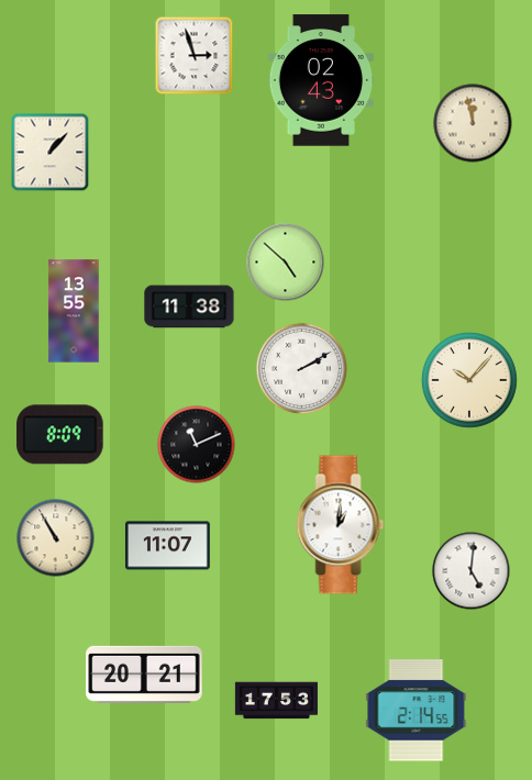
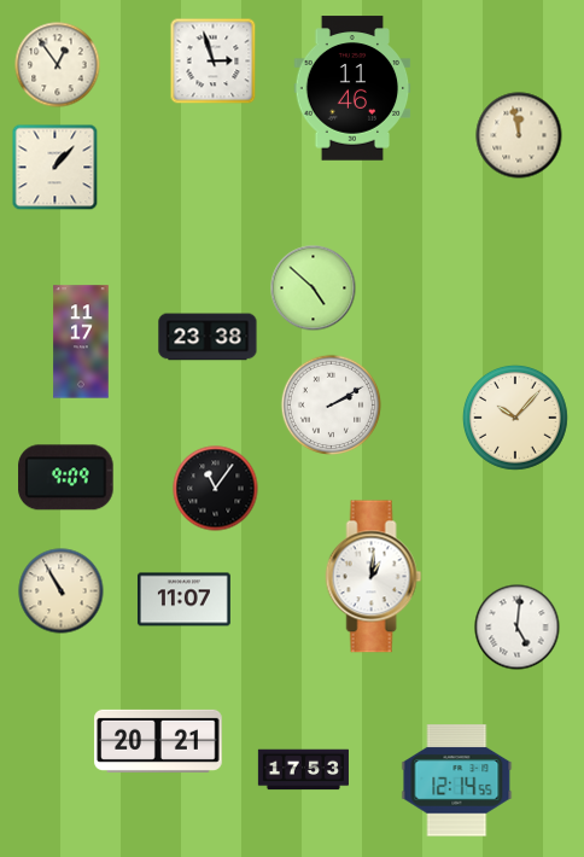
clock at (58, 65): none -> 12:54
clock at (321, 80): 02:43 -> 11:46
clock at (189, 307): 11:38 -> 23:38
clock at (74, 311): 13:55 -> 11:17
clock at (60, 435): 8:09 -> 9:09
clock at (197, 445): 11:11 -> 11:06
clock at (417, 711): 2:14 -> 12:14
